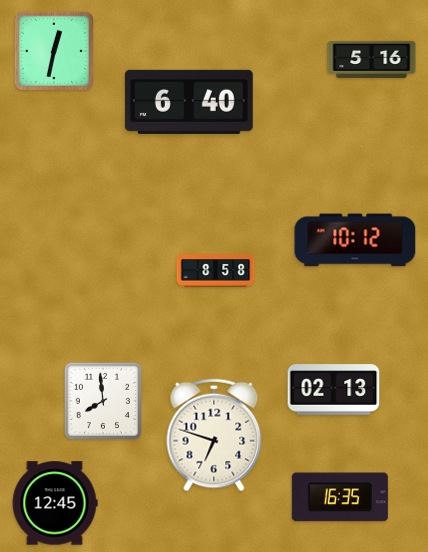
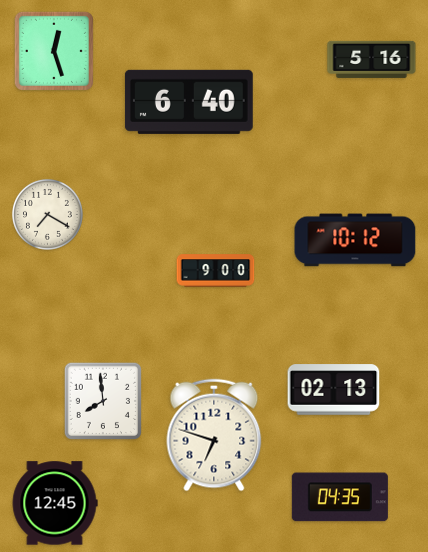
clock at (54, 51): 12:32 -> 12:27
clock at (47, 214): none -> 7:20
clock at (216, 271): 8:58 -> 9:00
clock at (340, 497): 16:35 -> 04:35
